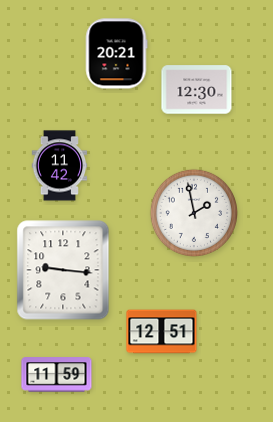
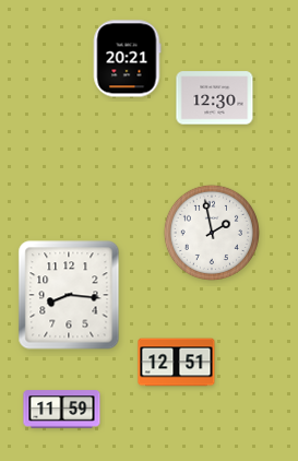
clock at (60, 166): 11:42 -> none
clock at (63, 270): 9:16 -> 8:16
